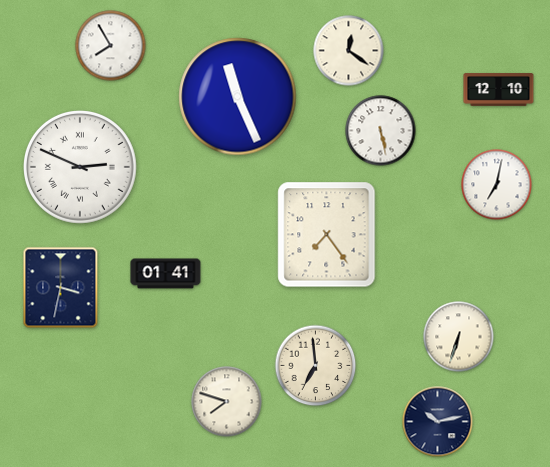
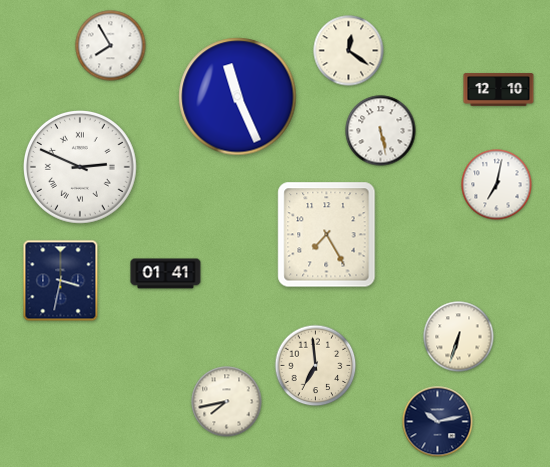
clock at (327, 235): 7:24 -> 7:25
clock at (61, 288) position: (61, 288) -> (61, 281)
clock at (227, 402): 7:48 -> 7:43
